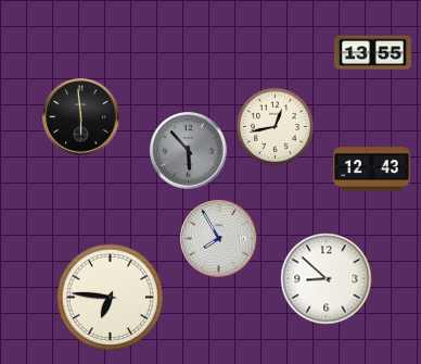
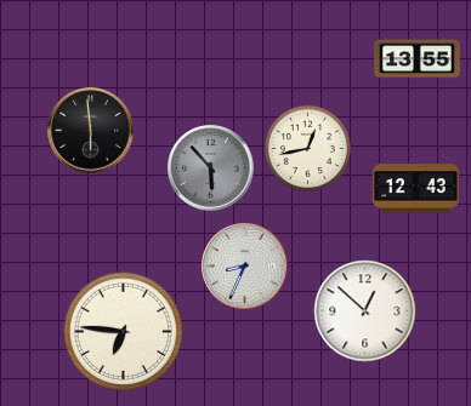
clock at (275, 126) position: (275, 126) -> (307, 148)
clock at (219, 239): 7:55 -> 8:34
clock at (327, 279): 8:52 -> 12:52
